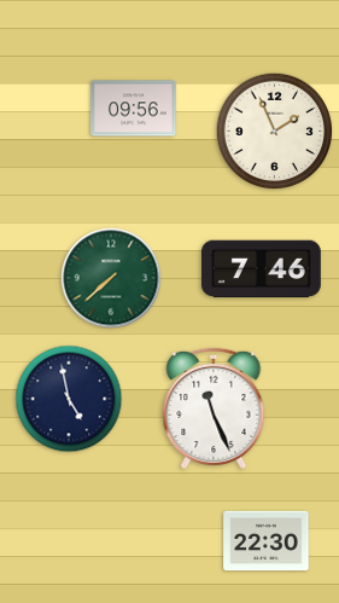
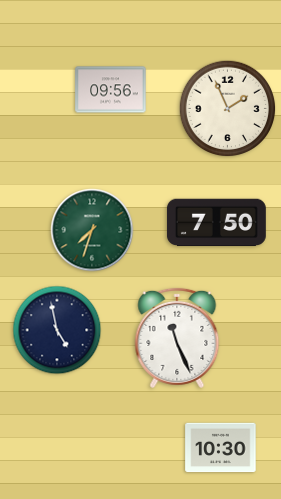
clock at (261, 269): 7:46 -> 7:50
clock at (111, 278): 7:38 -> 7:33
clock at (267, 541): 22:30 -> 10:30
